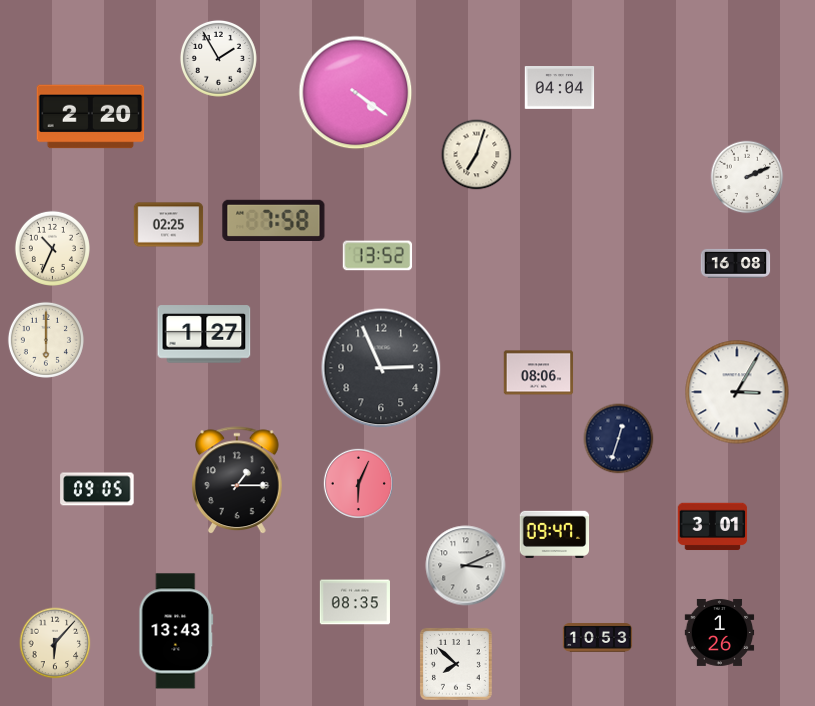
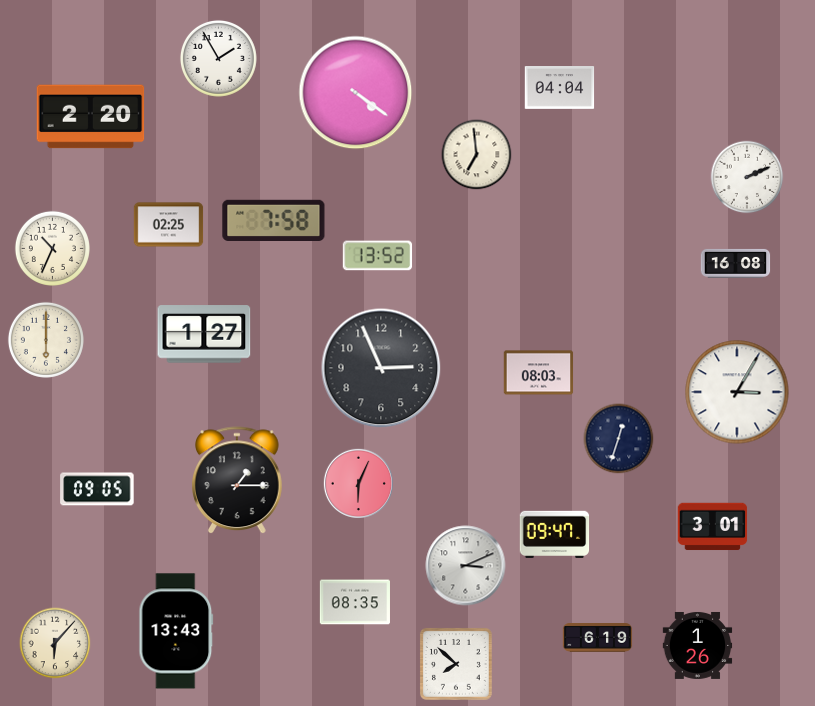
clock at (477, 155): 7:03 -> 6:59
clock at (539, 373): 08:06 -> 08:03
clock at (720, 632) position: (720, 632) -> (698, 645)
clock at (598, 638): 10:53 -> 6:19
